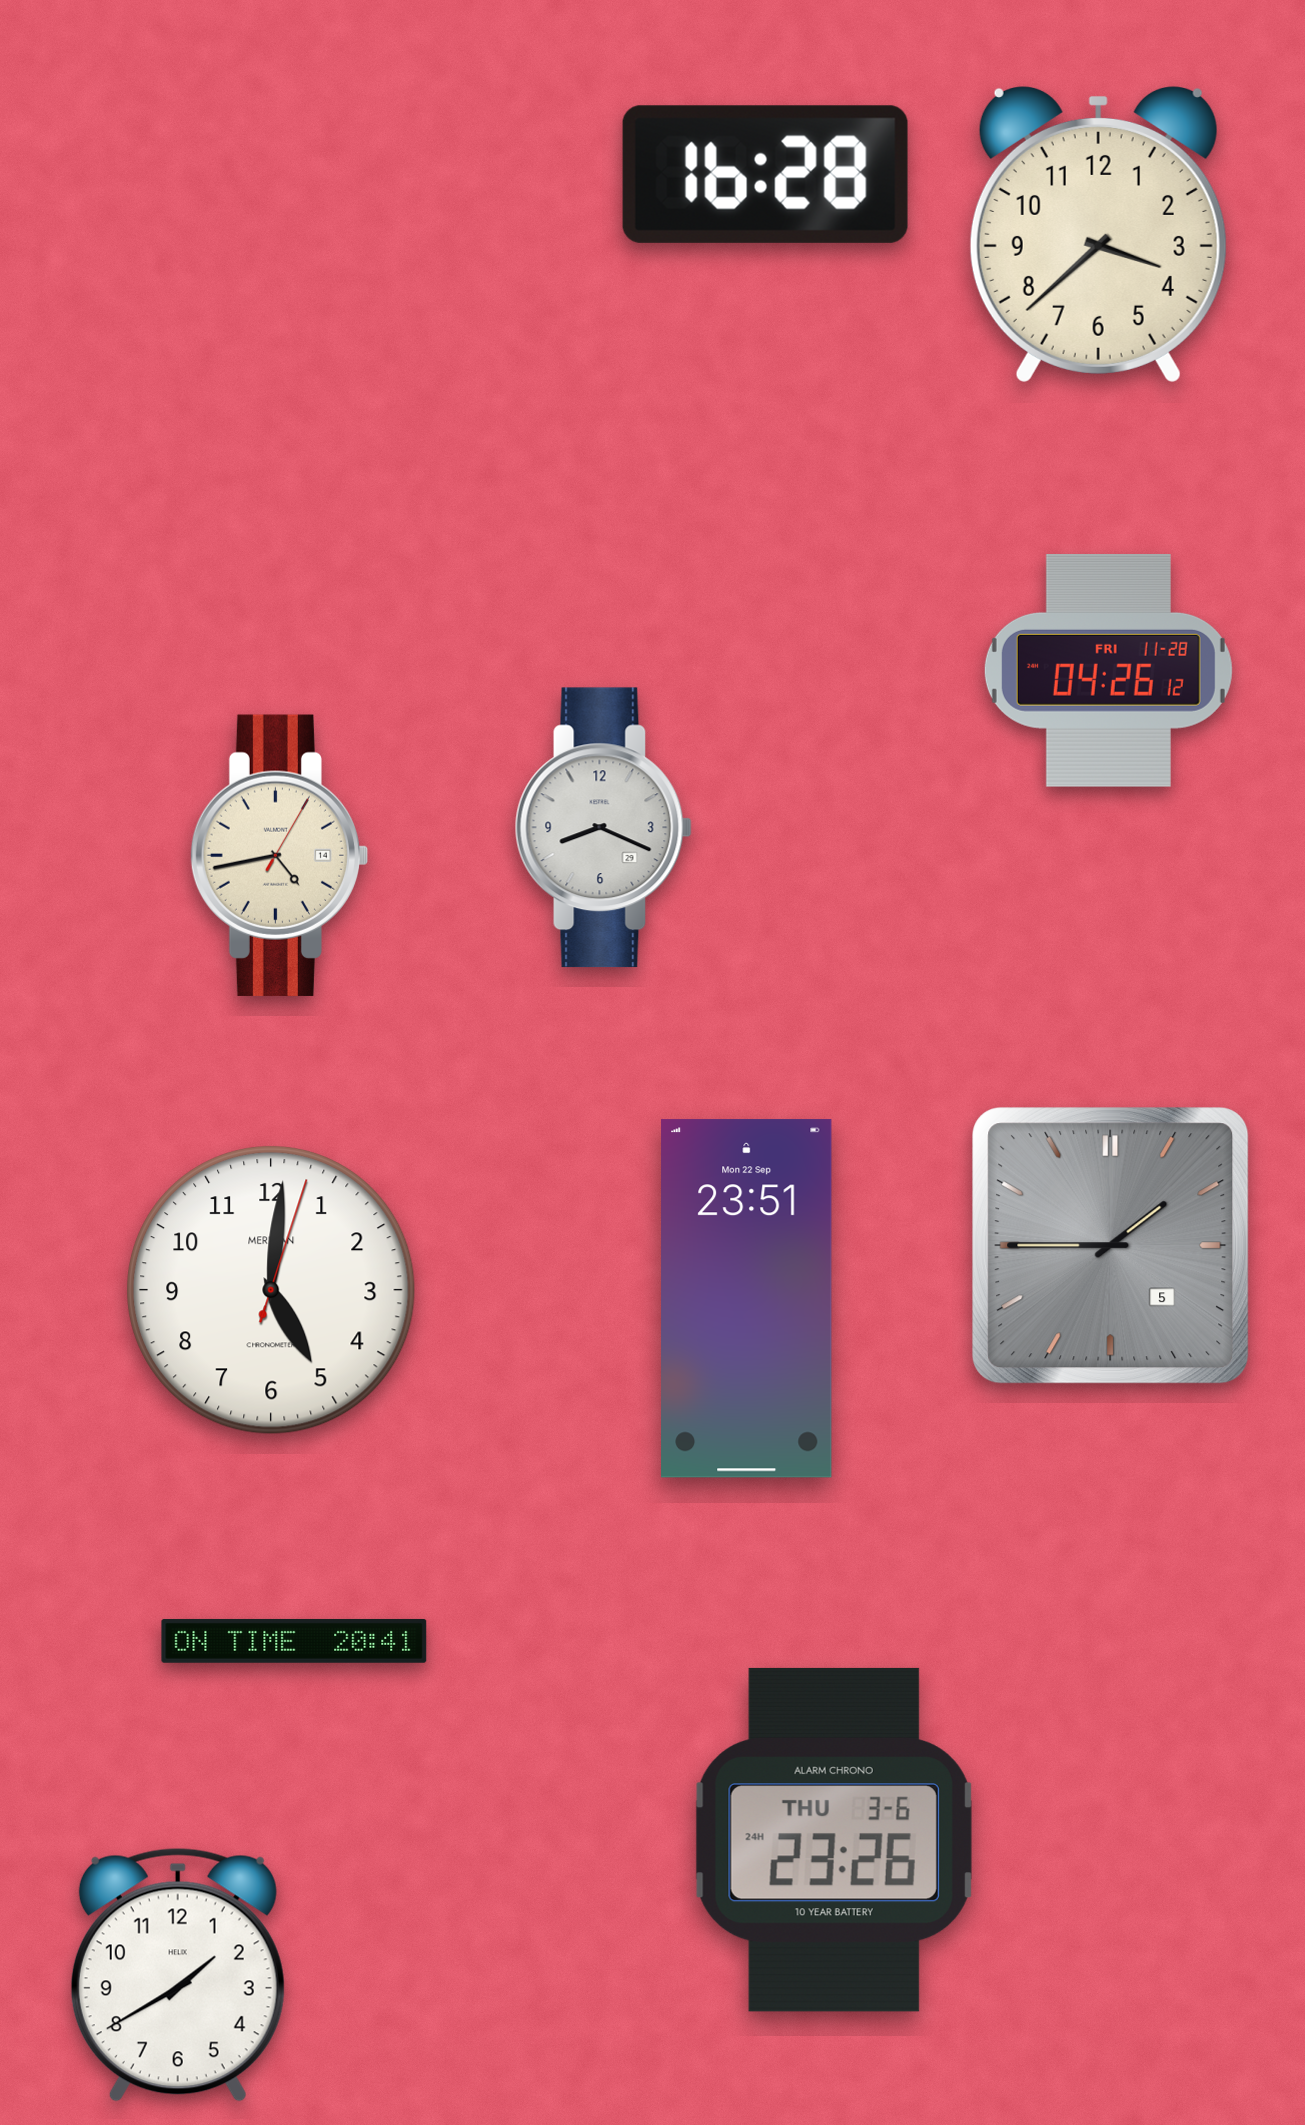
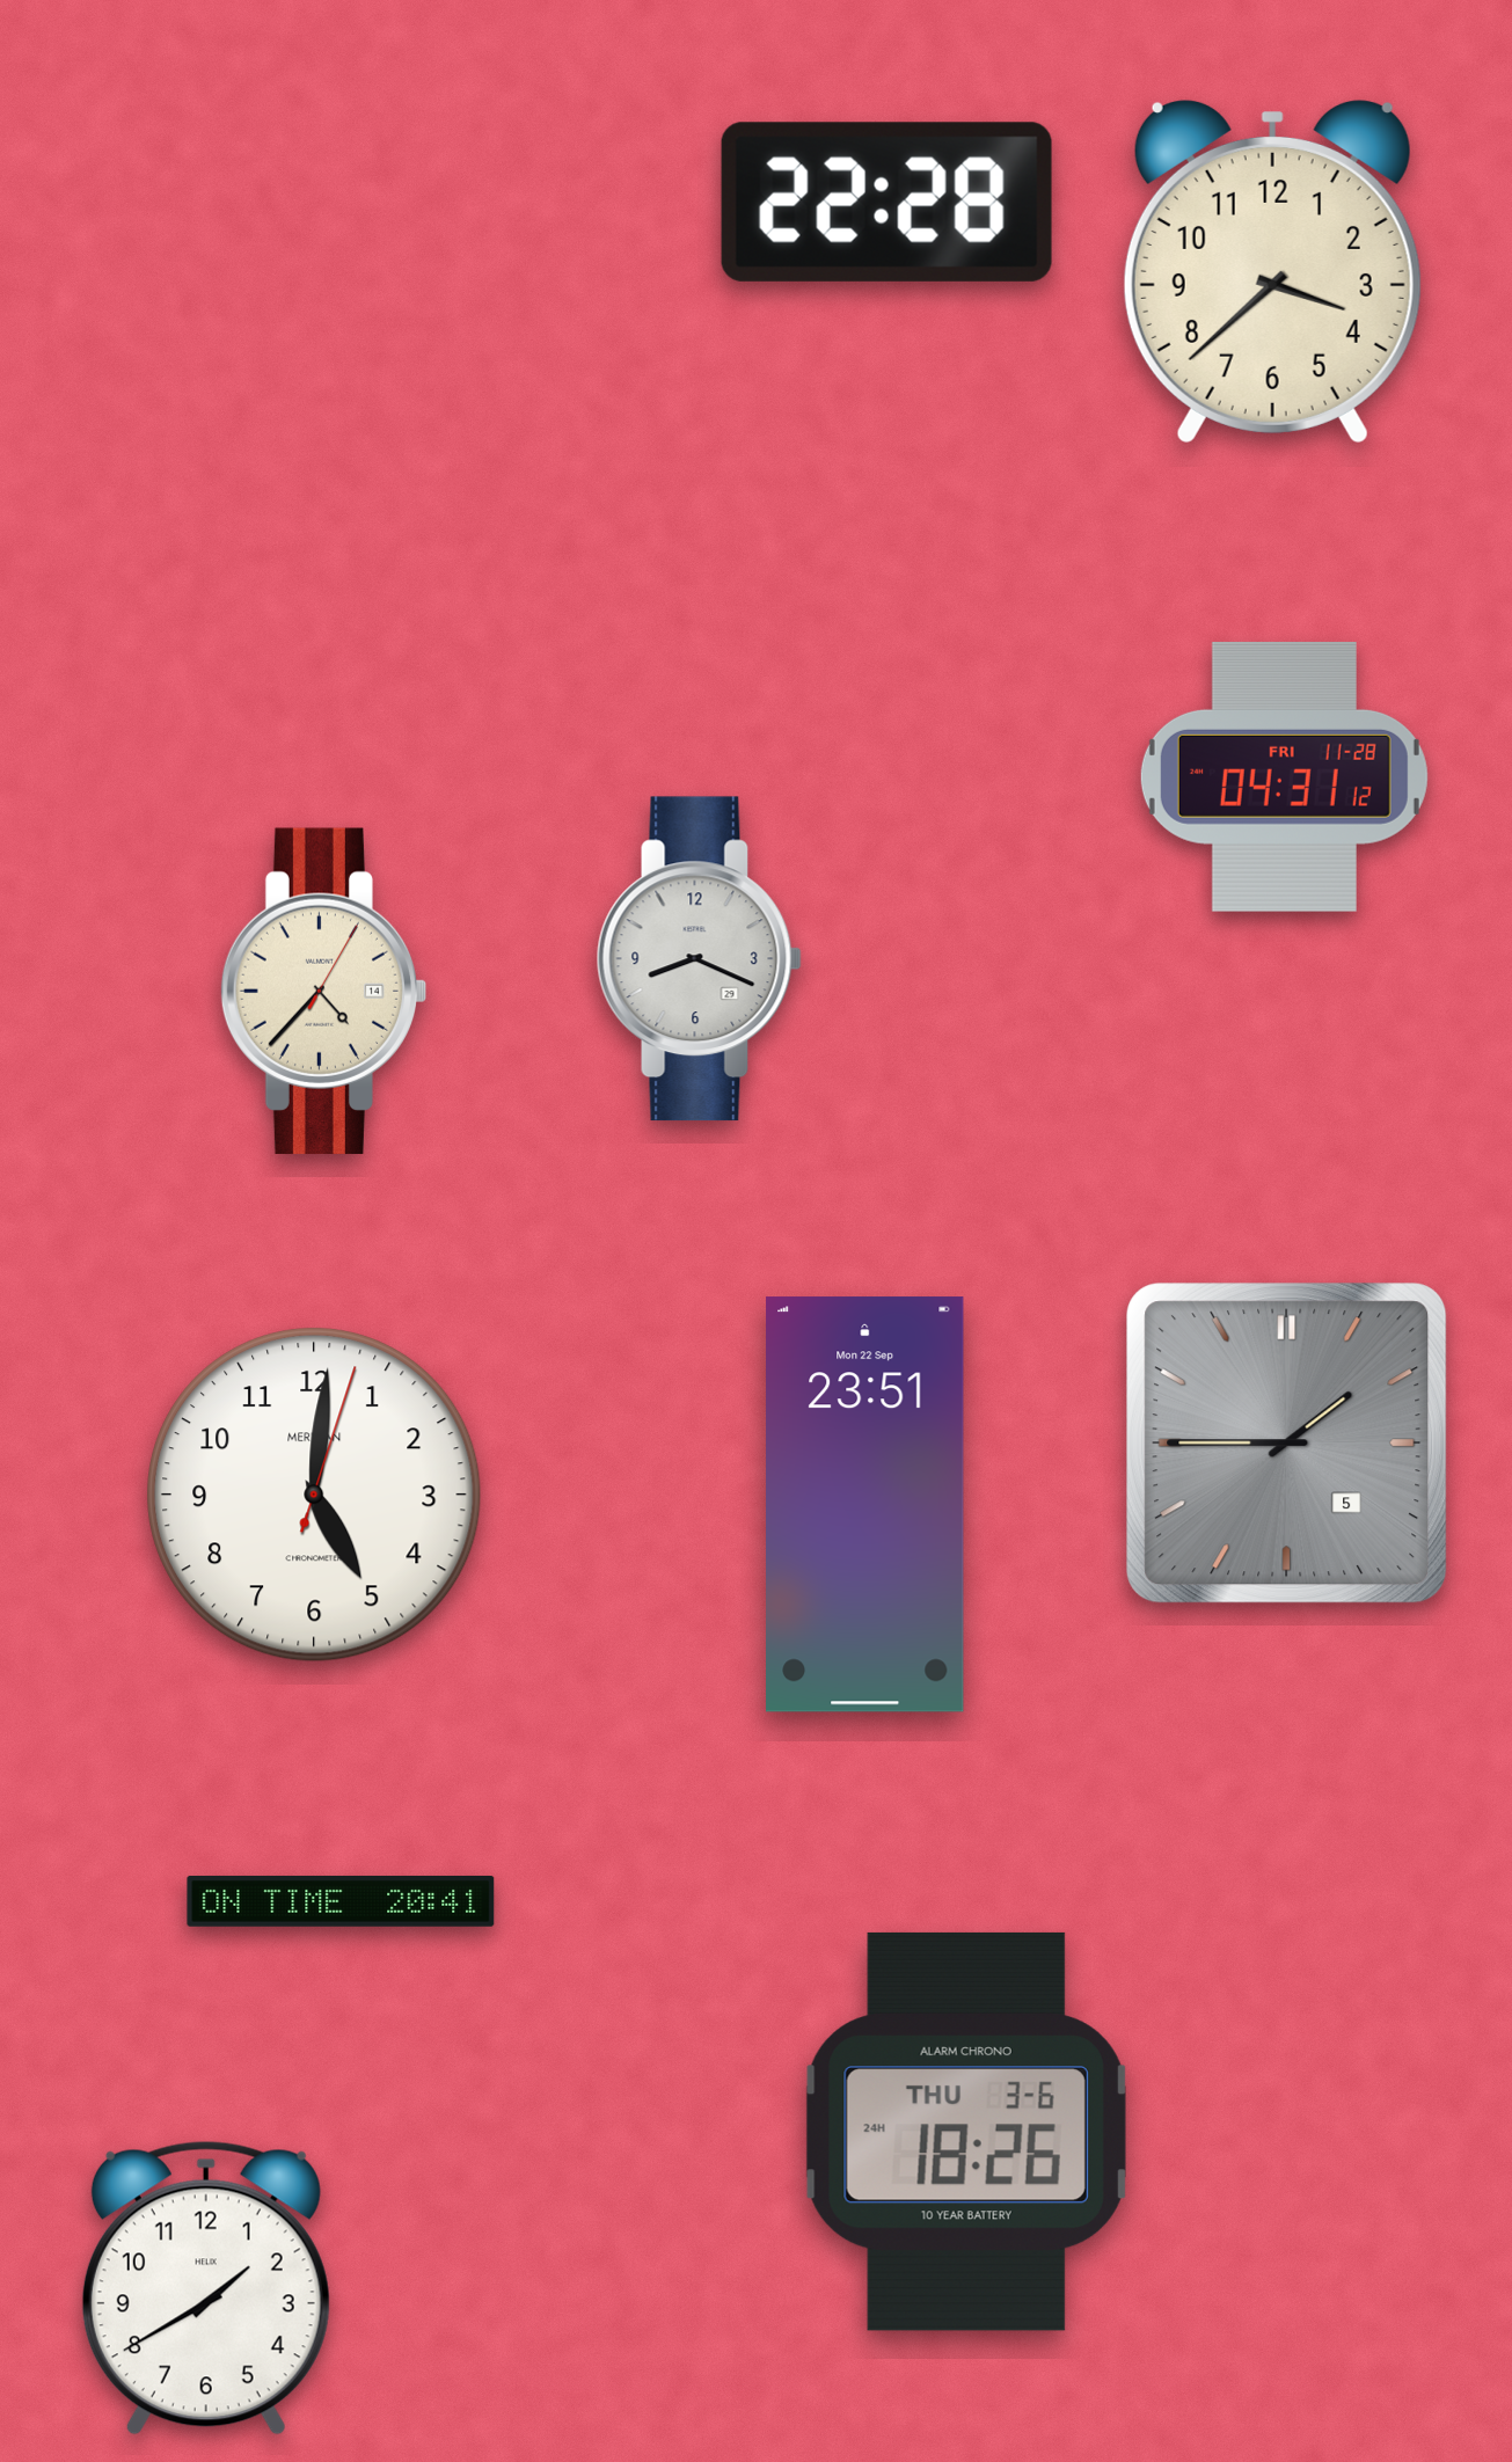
clock at (765, 174): 16:28 -> 22:28
clock at (1108, 670): 04:26 -> 04:31
clock at (279, 855): 4:43 -> 4:37
clock at (834, 1840): 23:26 -> 18:26
